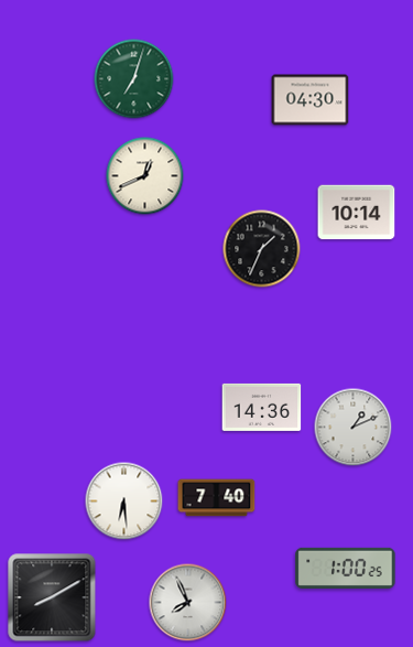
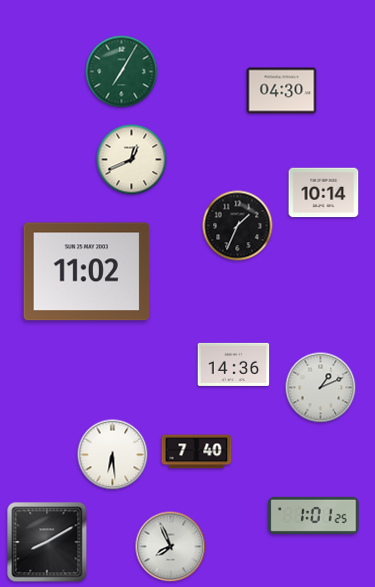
clock at (134, 79): 7:03 -> 7:05
clock at (87, 272): none -> 11:02
clock at (262, 407) position: (262, 407) -> (234, 364)
clock at (346, 568): 1:00 -> 1:01
